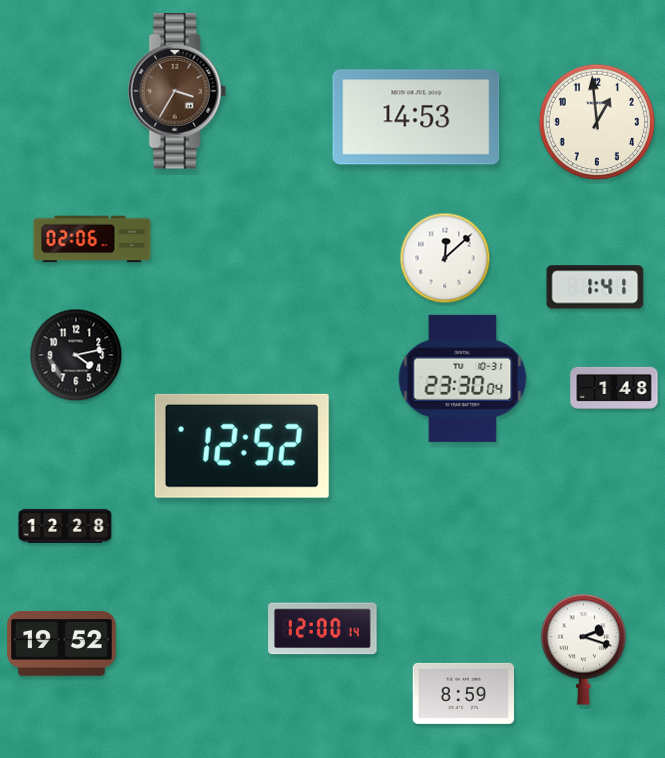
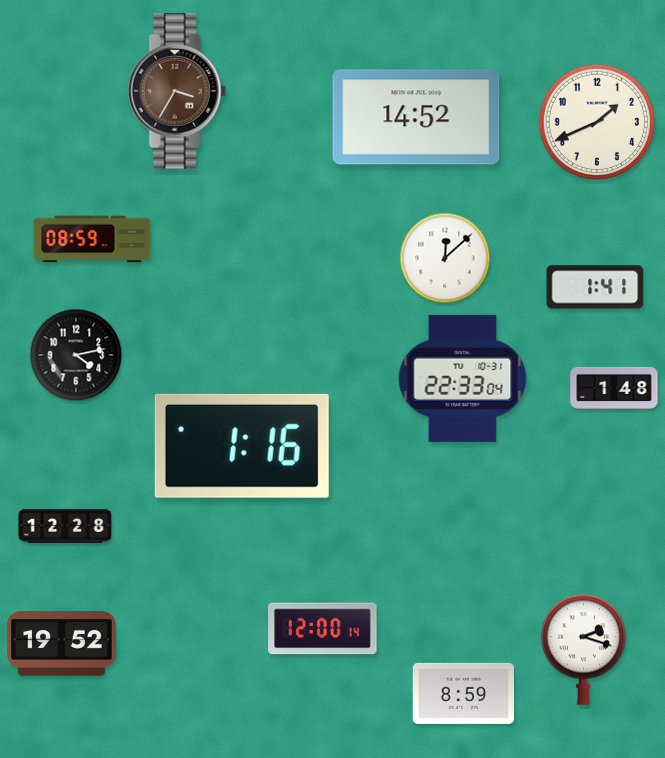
clock at (416, 117): 14:53 -> 14:52
clock at (597, 122): 12:59 -> 1:41
clock at (92, 239): 02:06 -> 08:59
clock at (463, 378): 23:30 -> 22:33
clock at (242, 446): 12:52 -> 1:16
